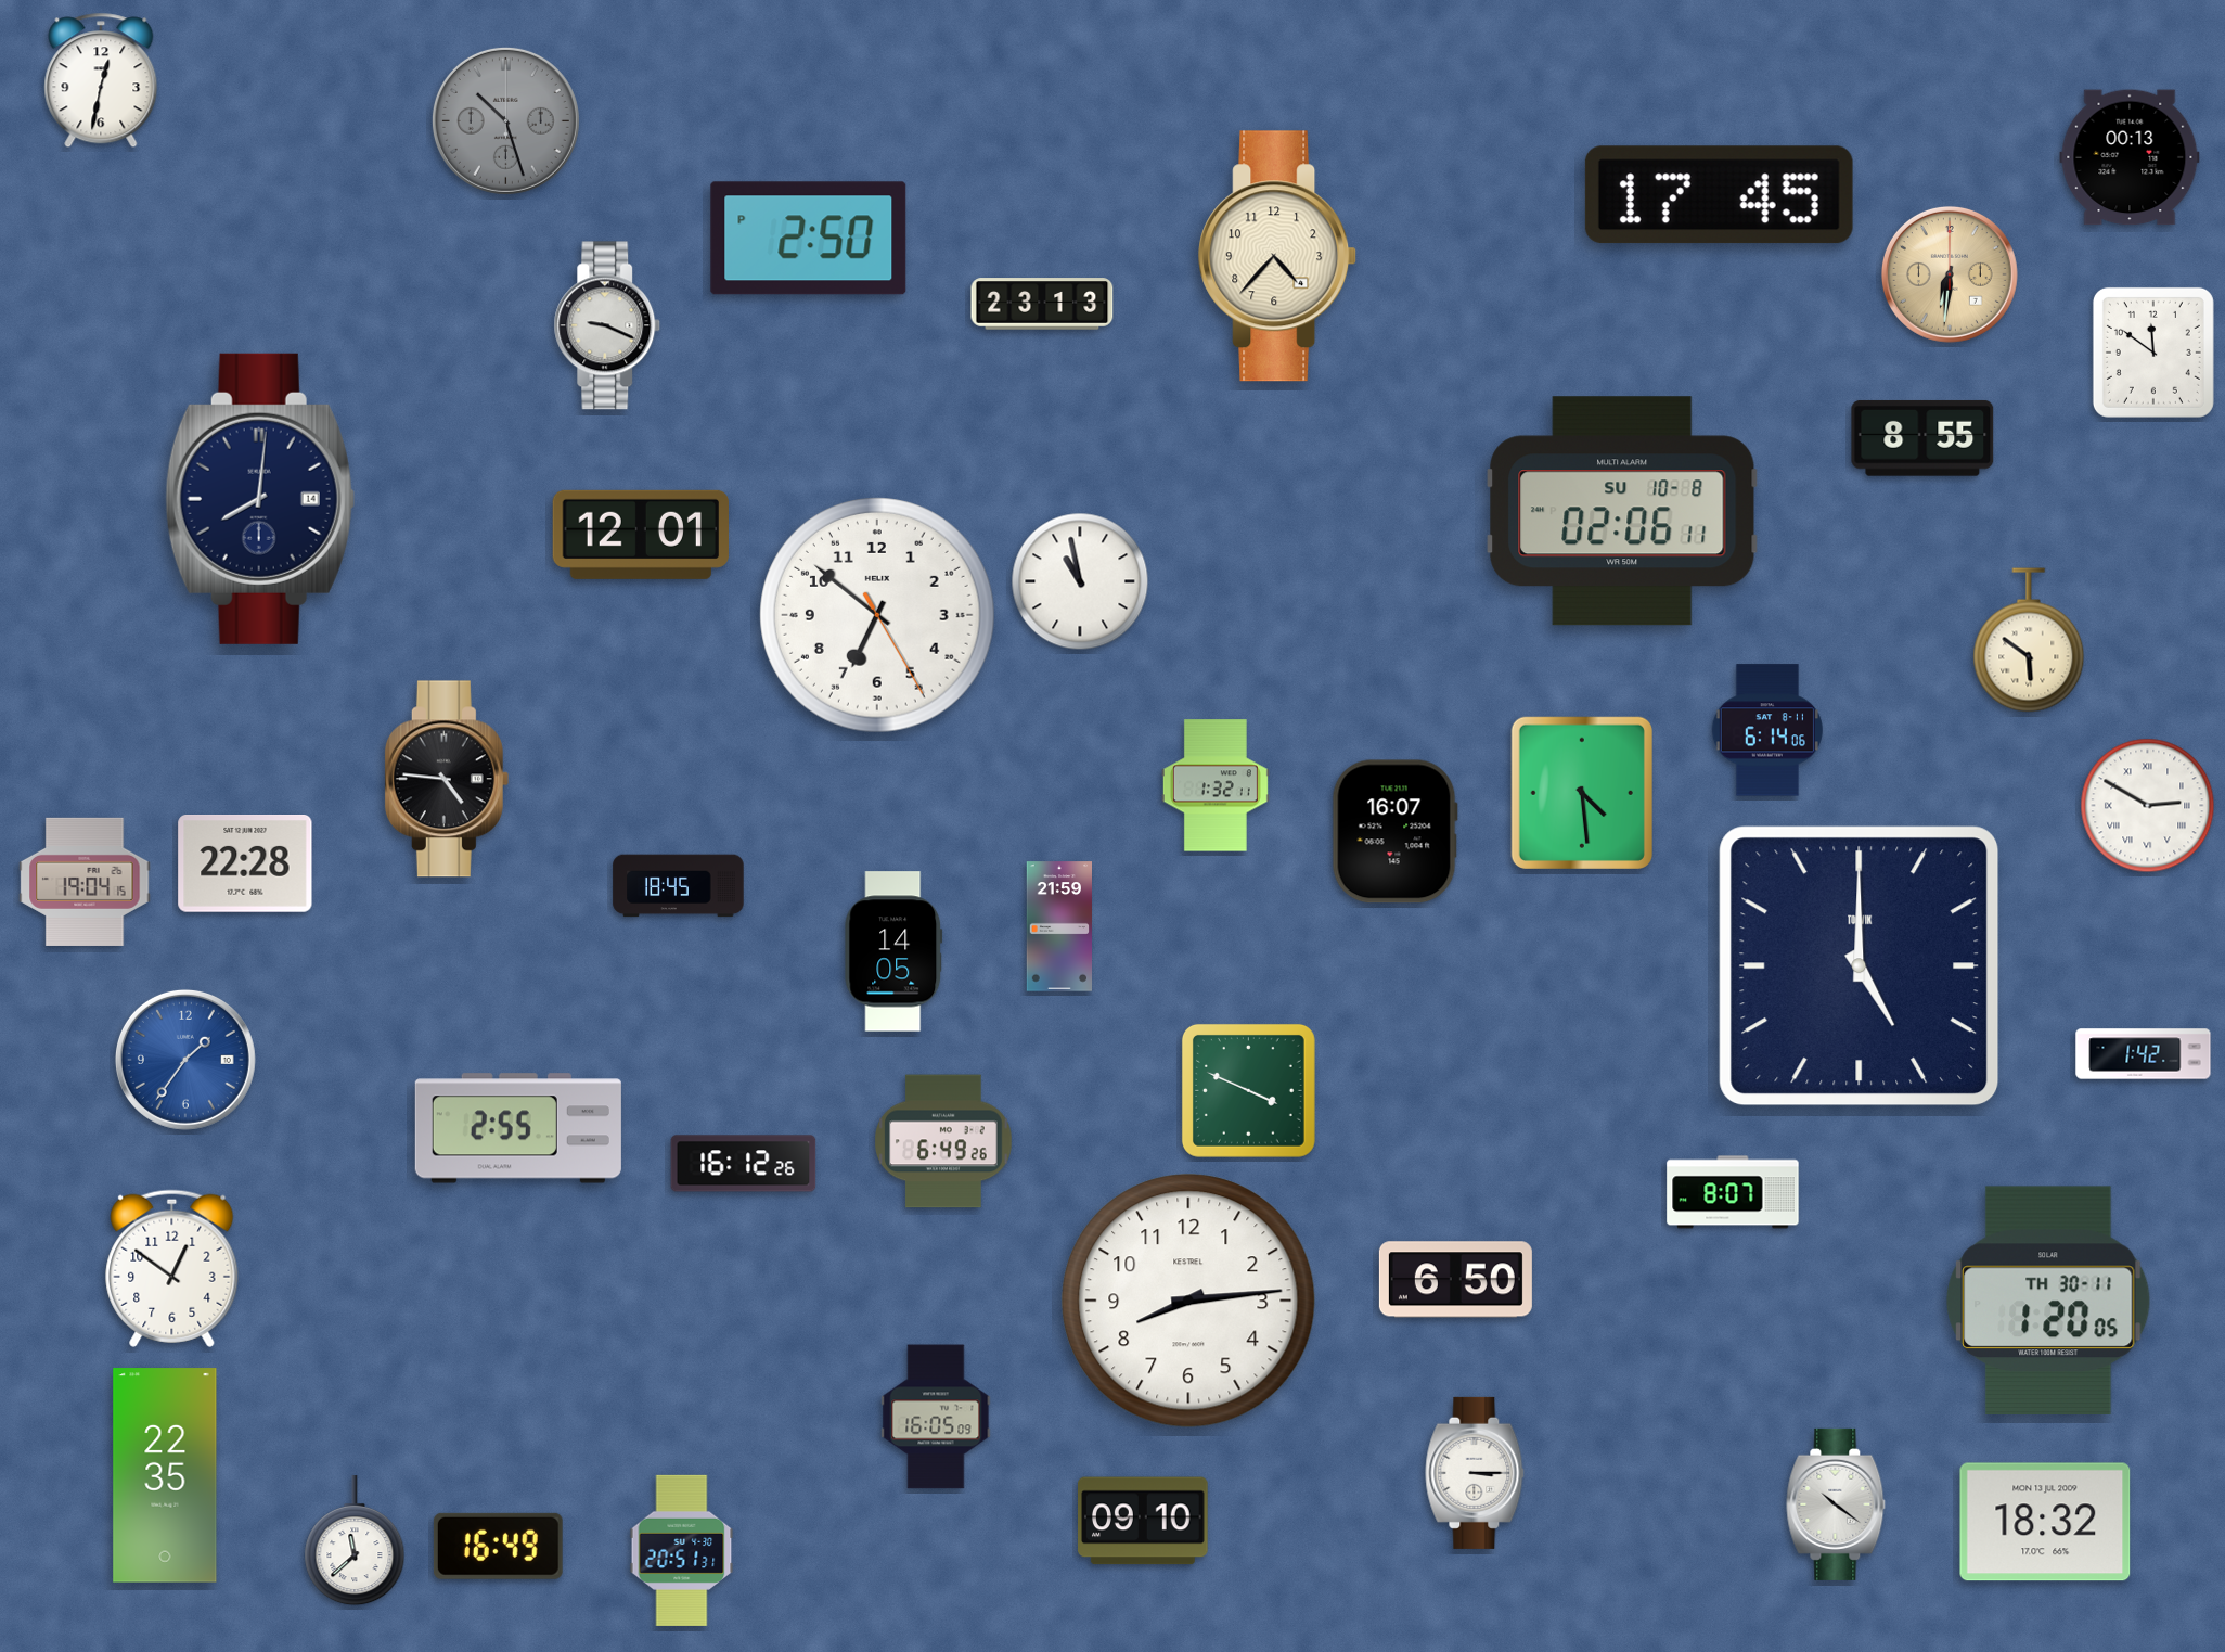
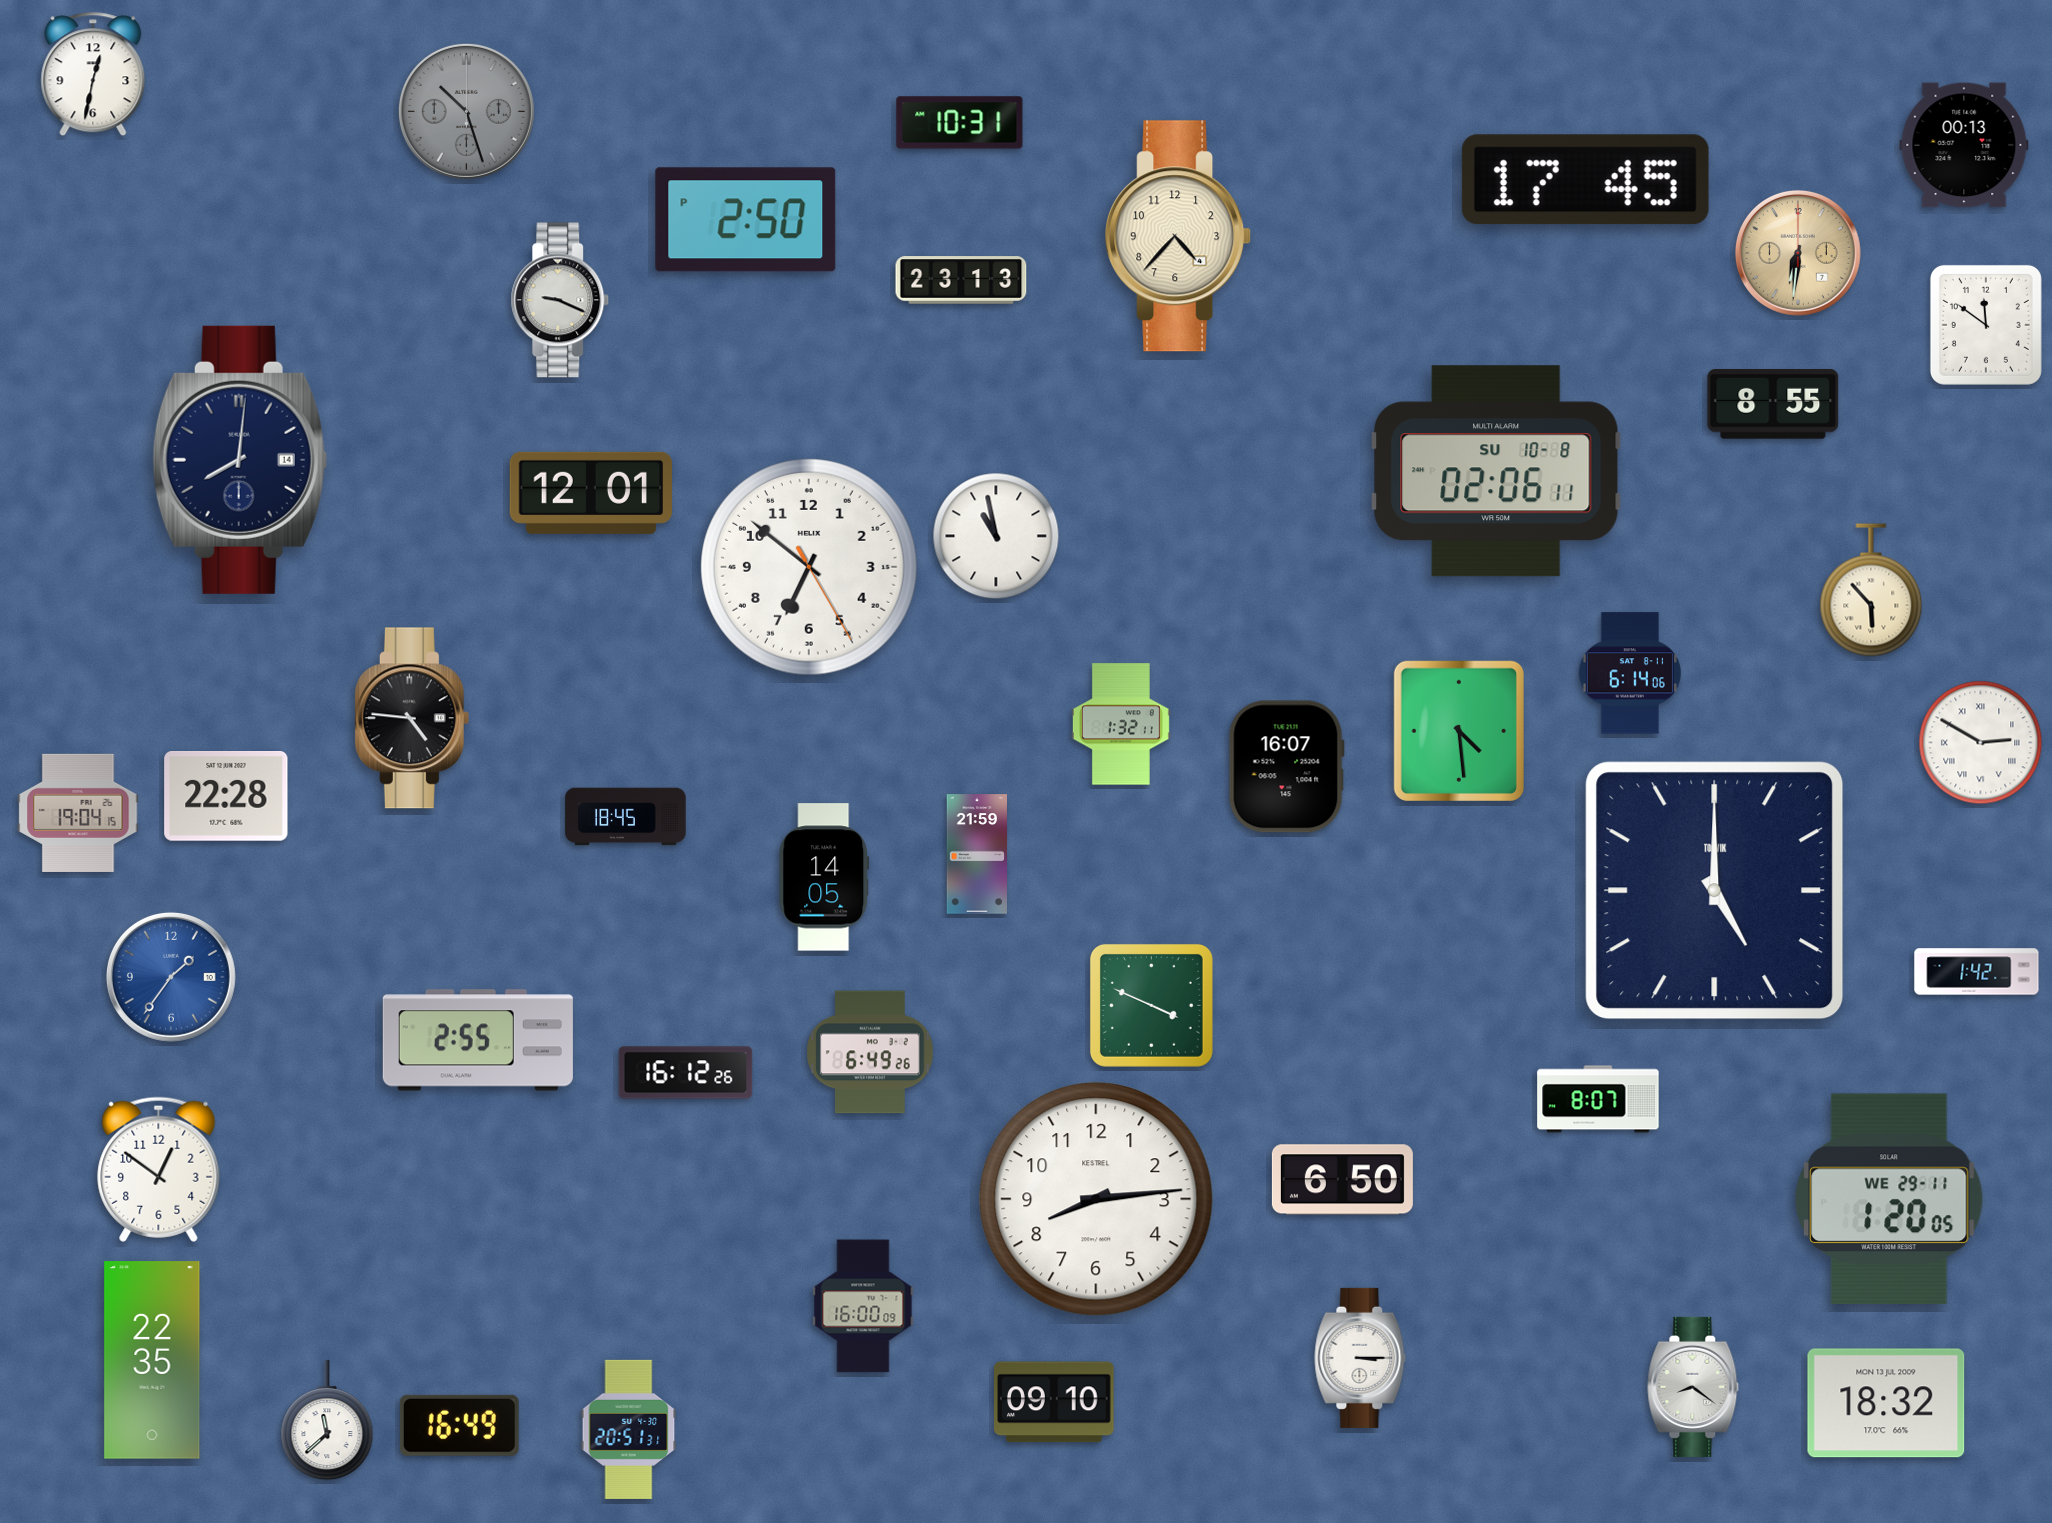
clock at (960, 123): none -> 10:31
clock at (2029, 640): 5:51 -> 5:53
clock at (2048, 1299) date: TH 30-11 -> WE 29-11
clock at (936, 1417): 16:05 -> 16:00
clock at (1836, 1504): 10:21 -> 8:21
